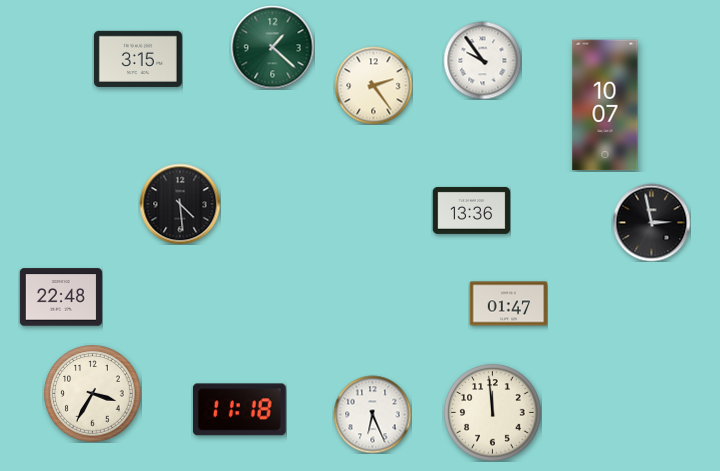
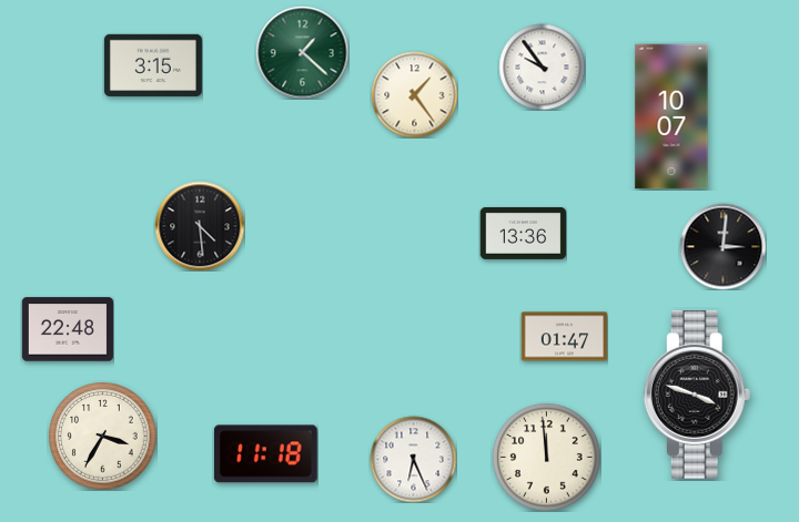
clock at (482, 60) position: (482, 60) -> (542, 66)
clock at (373, 85): 2:24 -> 1:24
clock at (651, 222): 2:58 -> 3:01
clock at (697, 396): none -> 3:48
